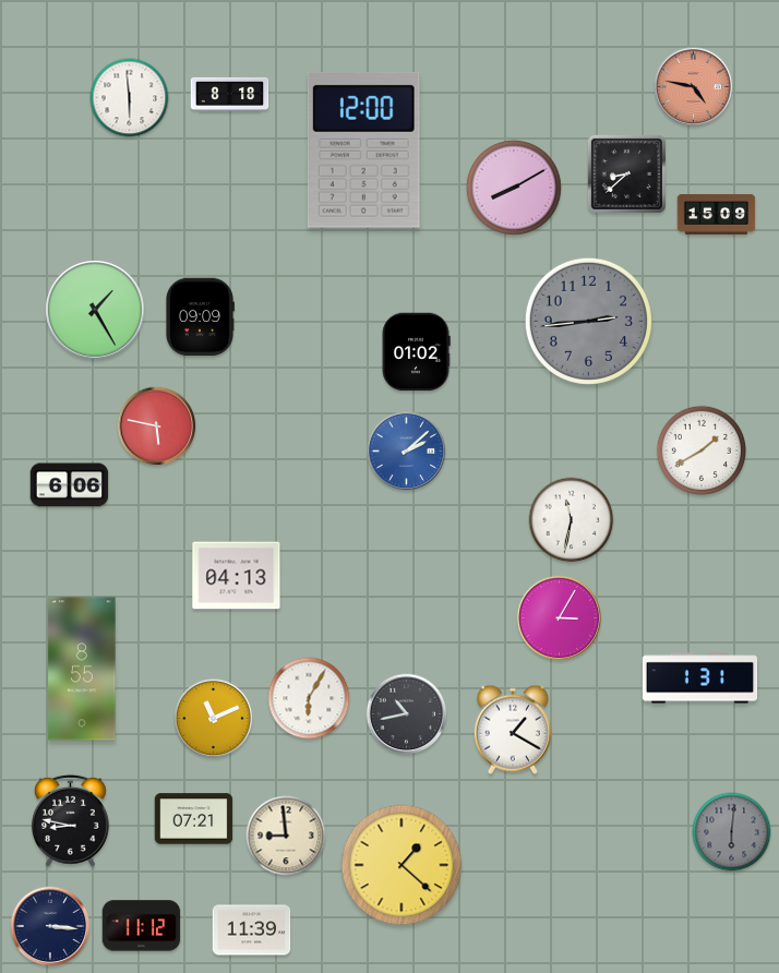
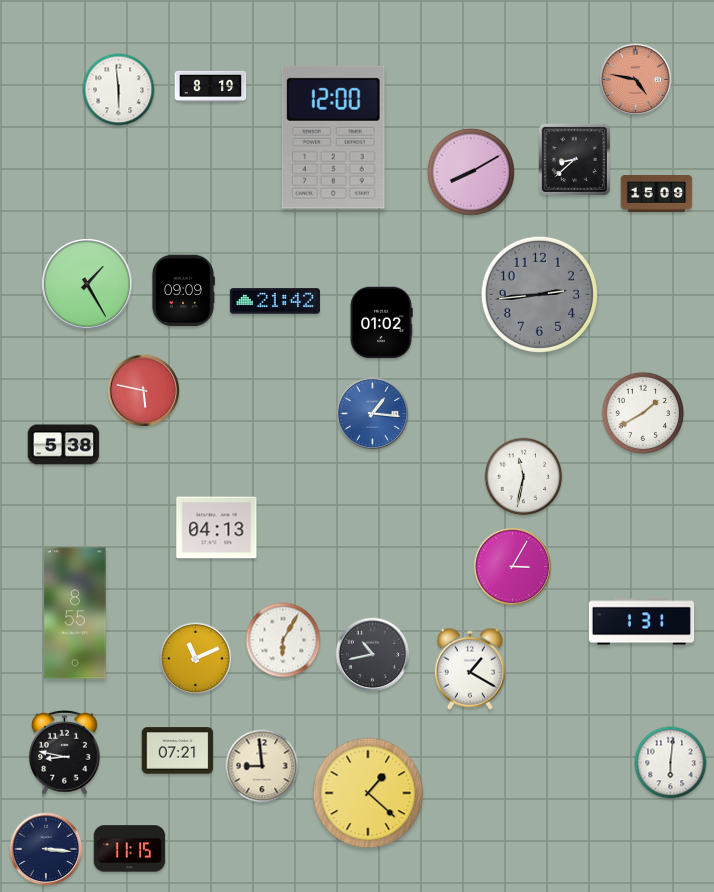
clock at (230, 94): 8:18 -> 8:19
clock at (717, 214) position: (717, 214) -> (657, 193)
clock at (275, 301): none -> 21:42
clock at (407, 452): 2:08 -> 1:16
clock at (70, 485): 6:06 -> 5:38
clock at (732, 832) dial: grey -> white
clock at (142, 926): 11:12 -> 11:15
clock at (252, 930): 11:39 -> none
